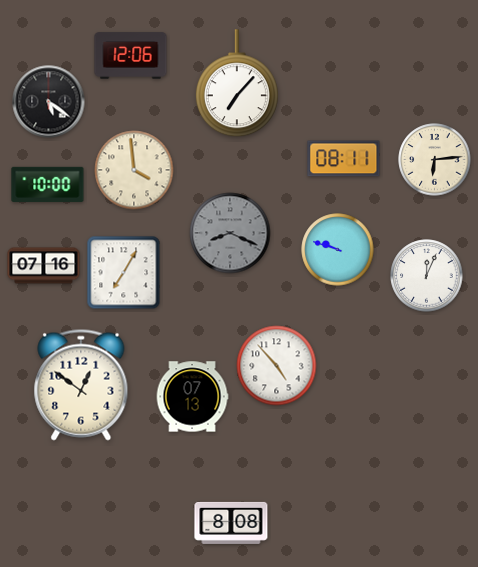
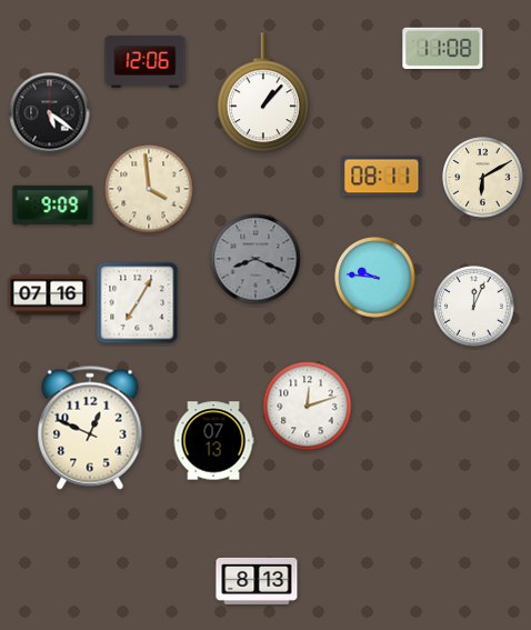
clock at (443, 48): none -> 11:08
clock at (237, 84): 7:07 -> 1:07
clock at (49, 102) position: (49, 102) -> (50, 113)
clock at (435, 160): 6:14 -> 6:10
clock at (48, 184): 10:00 -> 9:09
clock at (338, 250): 9:48 -> 9:46
clock at (277, 366): 4:53 -> 12:12
clock at (81, 385): 12:51 -> 12:49
clock at (231, 523): 8:08 -> 8:13
